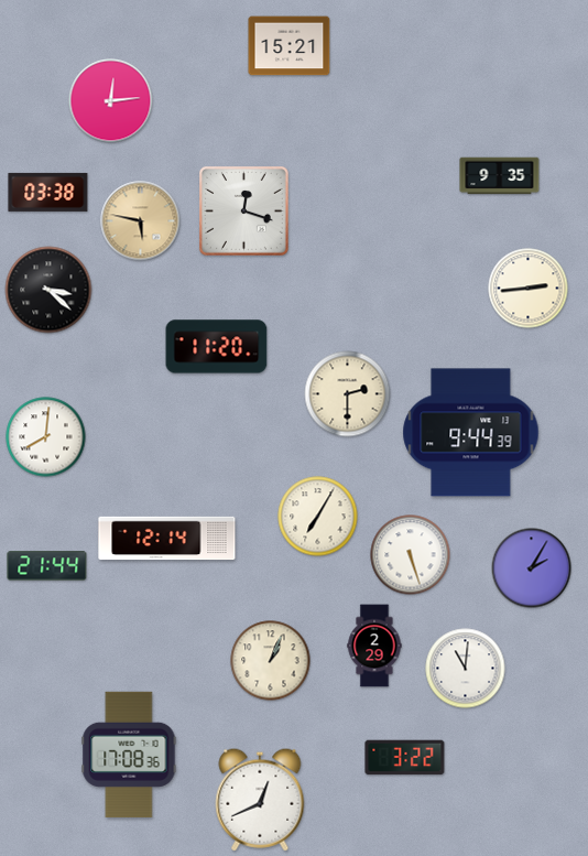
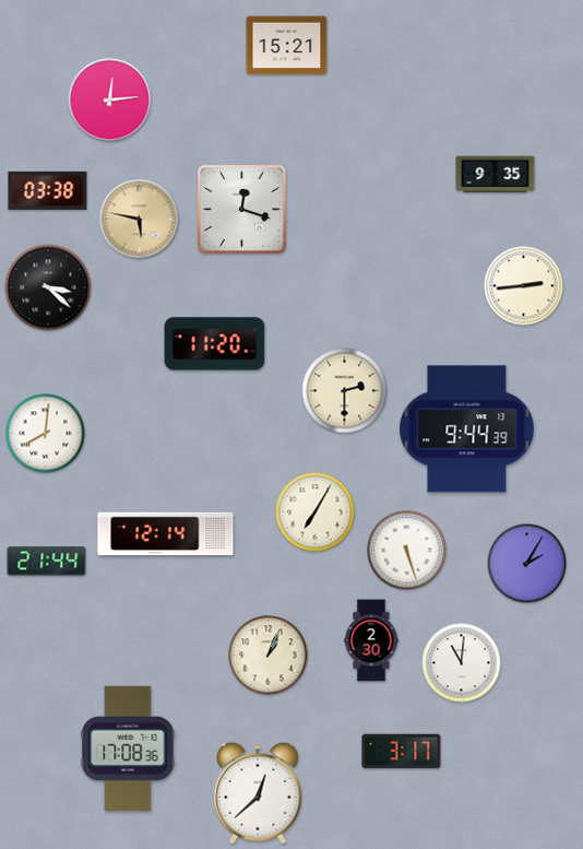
clock at (374, 646): 2:29 -> 2:30
clock at (405, 758): 3:22 -> 3:17
clock at (260, 800): 12:41 -> 12:38
